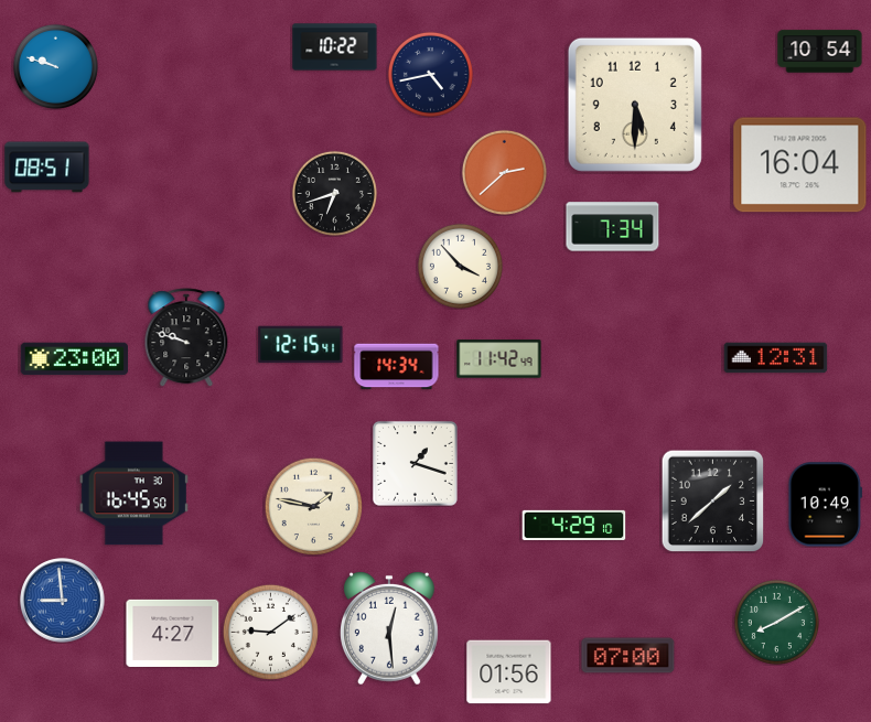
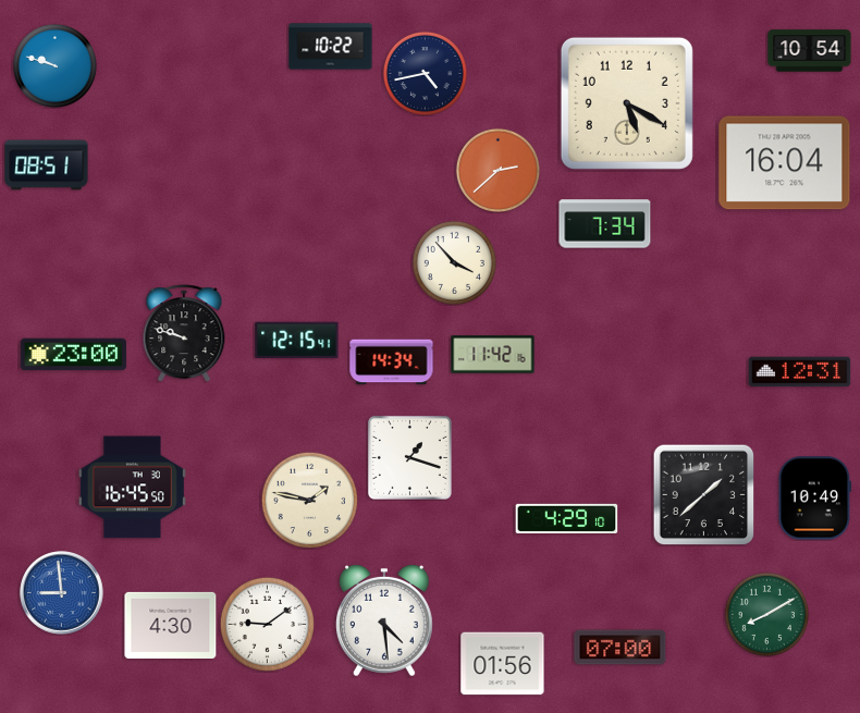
clock at (635, 105): 5:30 -> 5:20
clock at (800, 165) position: (800, 165) -> (785, 163)
clock at (334, 193): 6:42 -> none
clock at (776, 358) position: (776, 358) -> (800, 372)
clock at (499, 359): 11:42:49 -> 11:42:16
clock at (390, 628): 12:29 -> 4:29
clock at (173, 633): 4:27 -> 4:30
